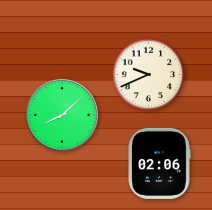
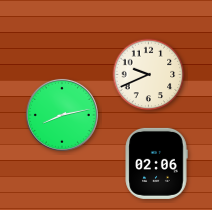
clock at (62, 115): 8:08 -> 8:13
clock at (159, 163) position: (159, 163) -> (156, 163)
